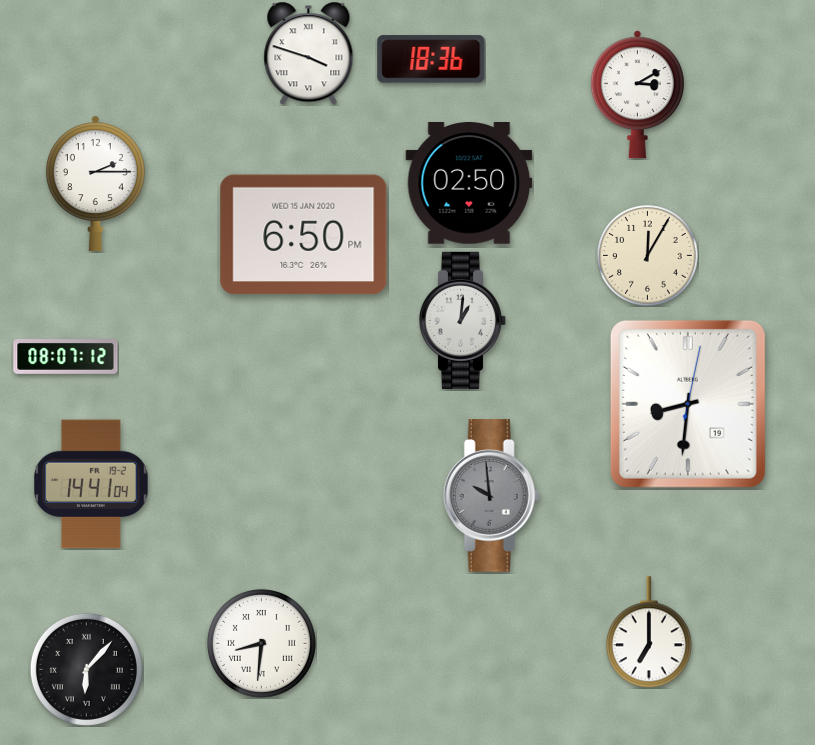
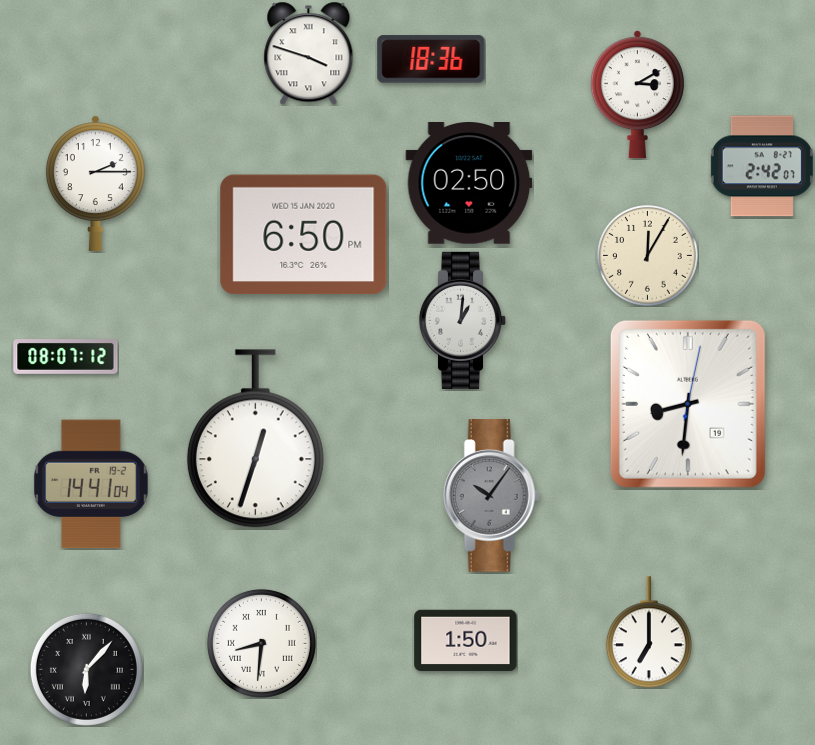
clock at (762, 166): none -> 2:42
clock at (255, 439): none -> 12:33
clock at (491, 496): 9:59 -> 10:06
clock at (466, 641): none -> 1:50
